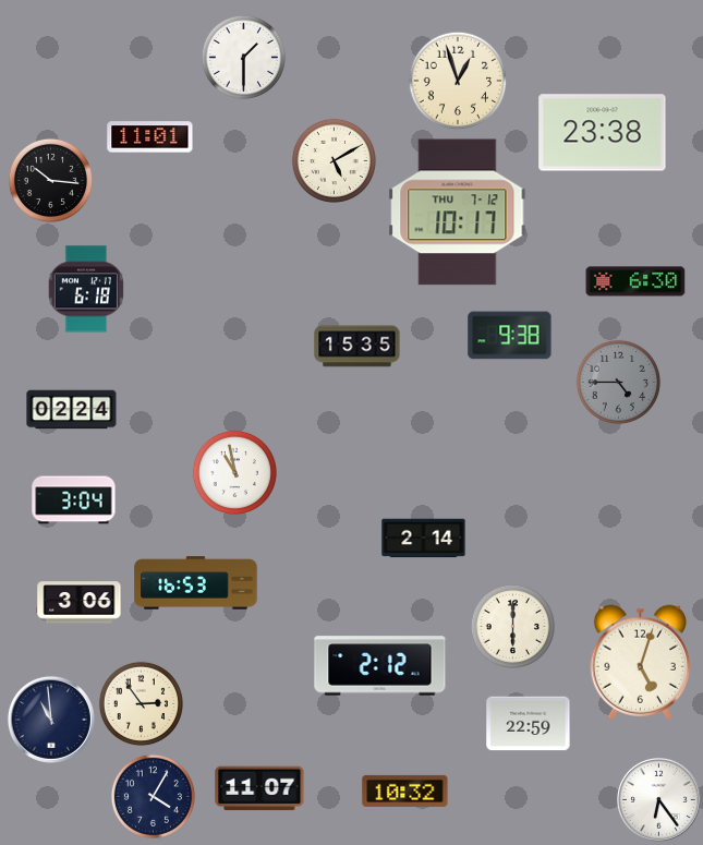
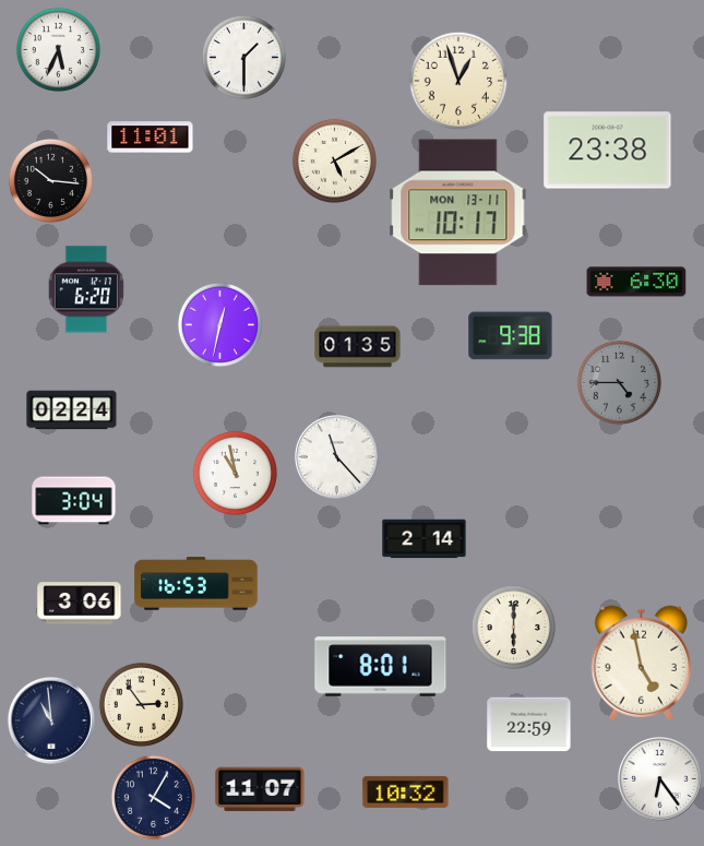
clock at (58, 49): none -> 5:34
clock at (603, 133) position: (603, 133) -> (608, 151)
clock at (458, 213) date: THU 7-12 -> MON 13-11
clock at (86, 289): 6:18 -> 6:20
clock at (219, 324): none -> 12:32
clock at (357, 347): 15:35 -> 01:35
clock at (337, 457): none -> 11:23
clock at (641, 662): 5:03 -> 4:58
clock at (380, 666): 2:12 -> 8:01
clock at (659, 800) position: (659, 800) -> (660, 779)
